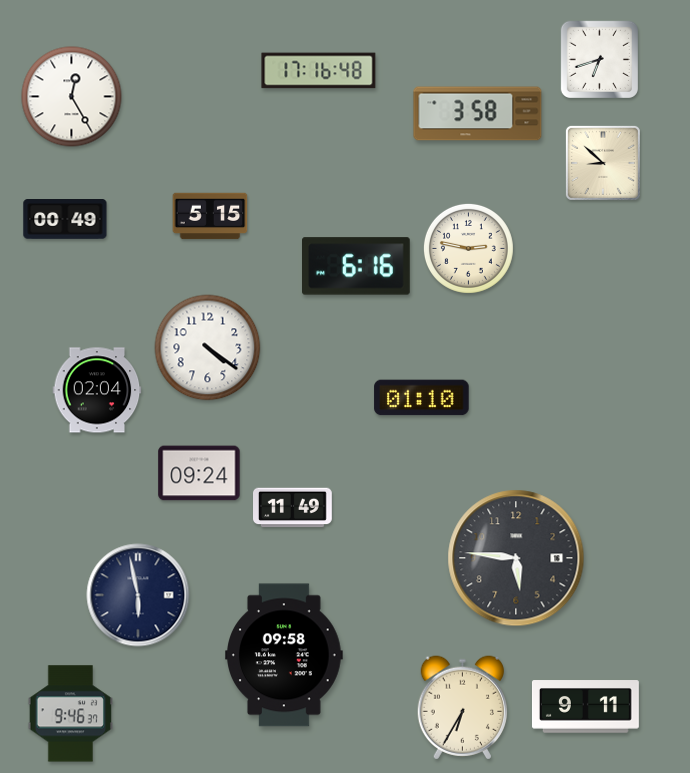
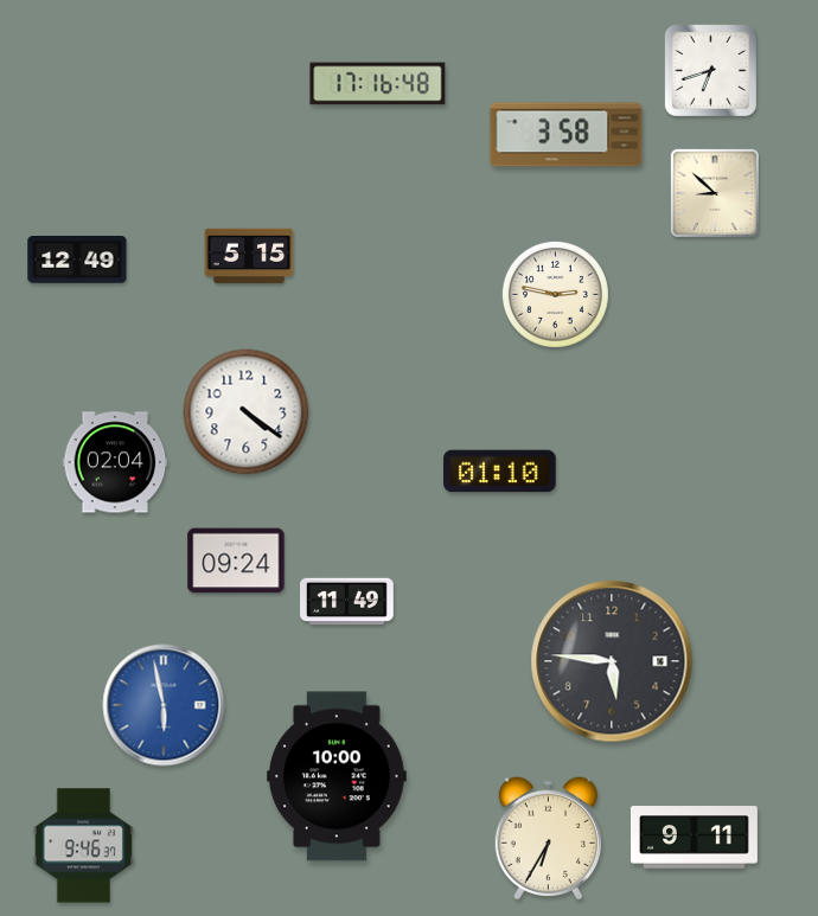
clock at (72, 97): 12:25 -> none
clock at (65, 220): 00:49 -> 12:49
clock at (357, 266): 6:16 -> none
clock at (138, 595) dial: navy -> blue
clock at (285, 655): 09:58 -> 10:00
